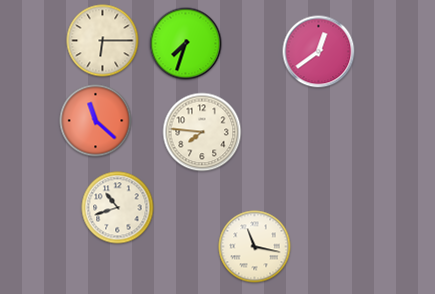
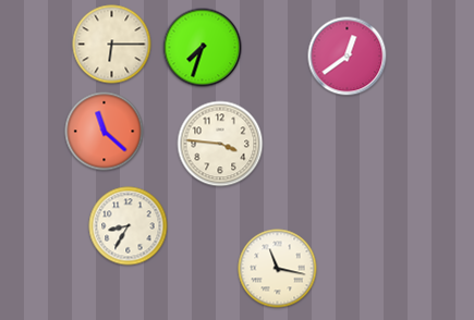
clock at (202, 132): 7:46 -> 3:46
clock at (118, 208): 10:42 -> 8:35
